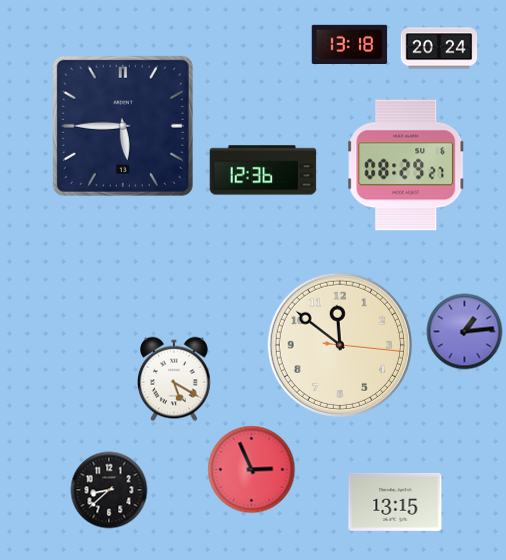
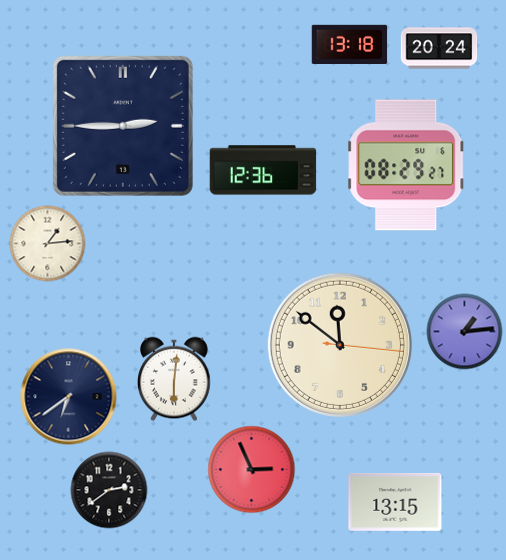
clock at (123, 126): 5:45 -> 2:45
clock at (48, 244): none -> 1:14
clock at (175, 379): 5:20 -> 6:01
clock at (69, 397): none -> 6:39
clock at (109, 490): 8:38 -> 2:39
